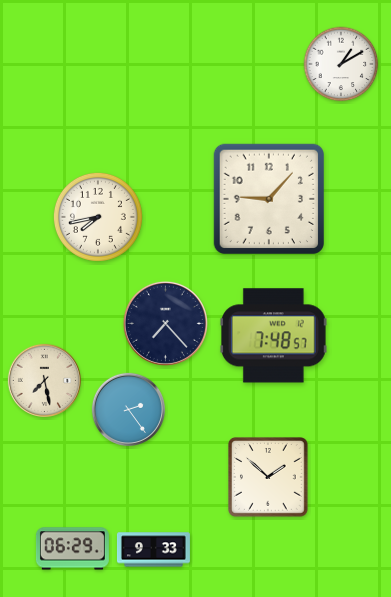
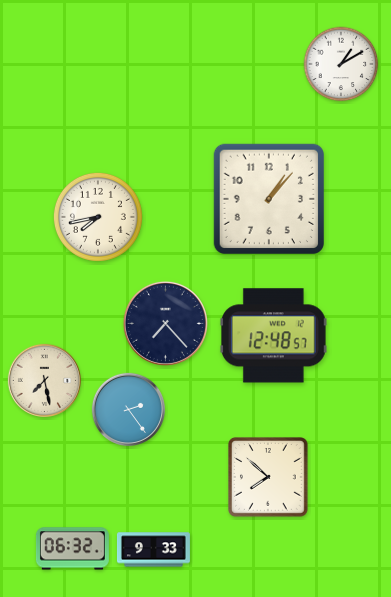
clock at (269, 199): 9:07 -> 1:07
clock at (273, 336): 7:48 -> 12:48
clock at (269, 478): 1:52 -> 7:52
clock at (72, 549): 06:29 -> 06:32
